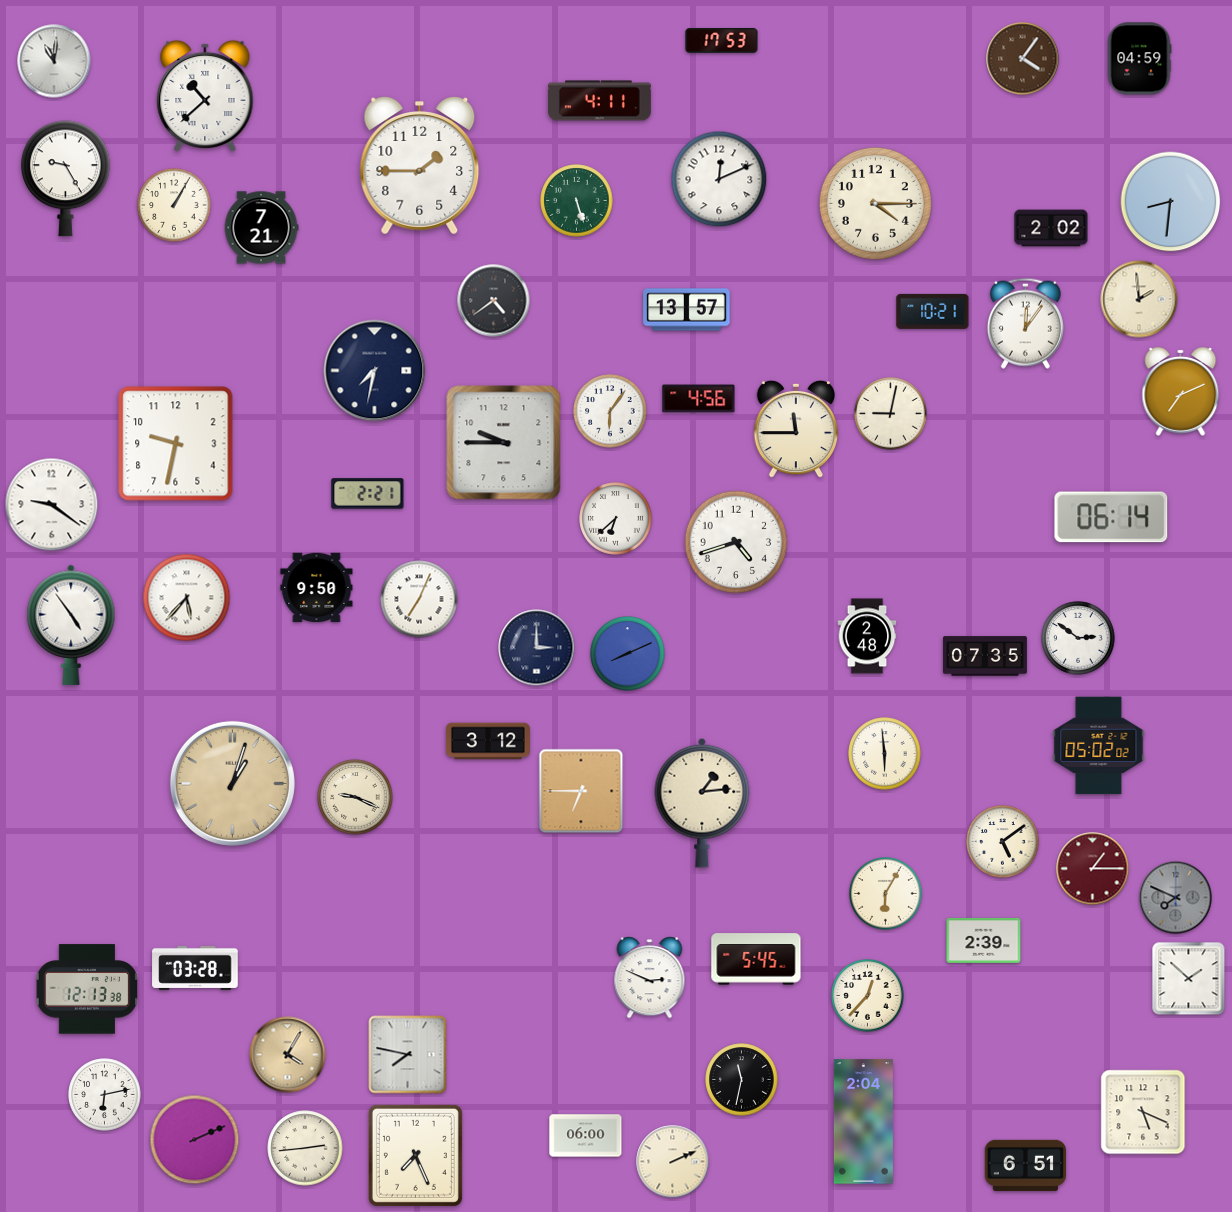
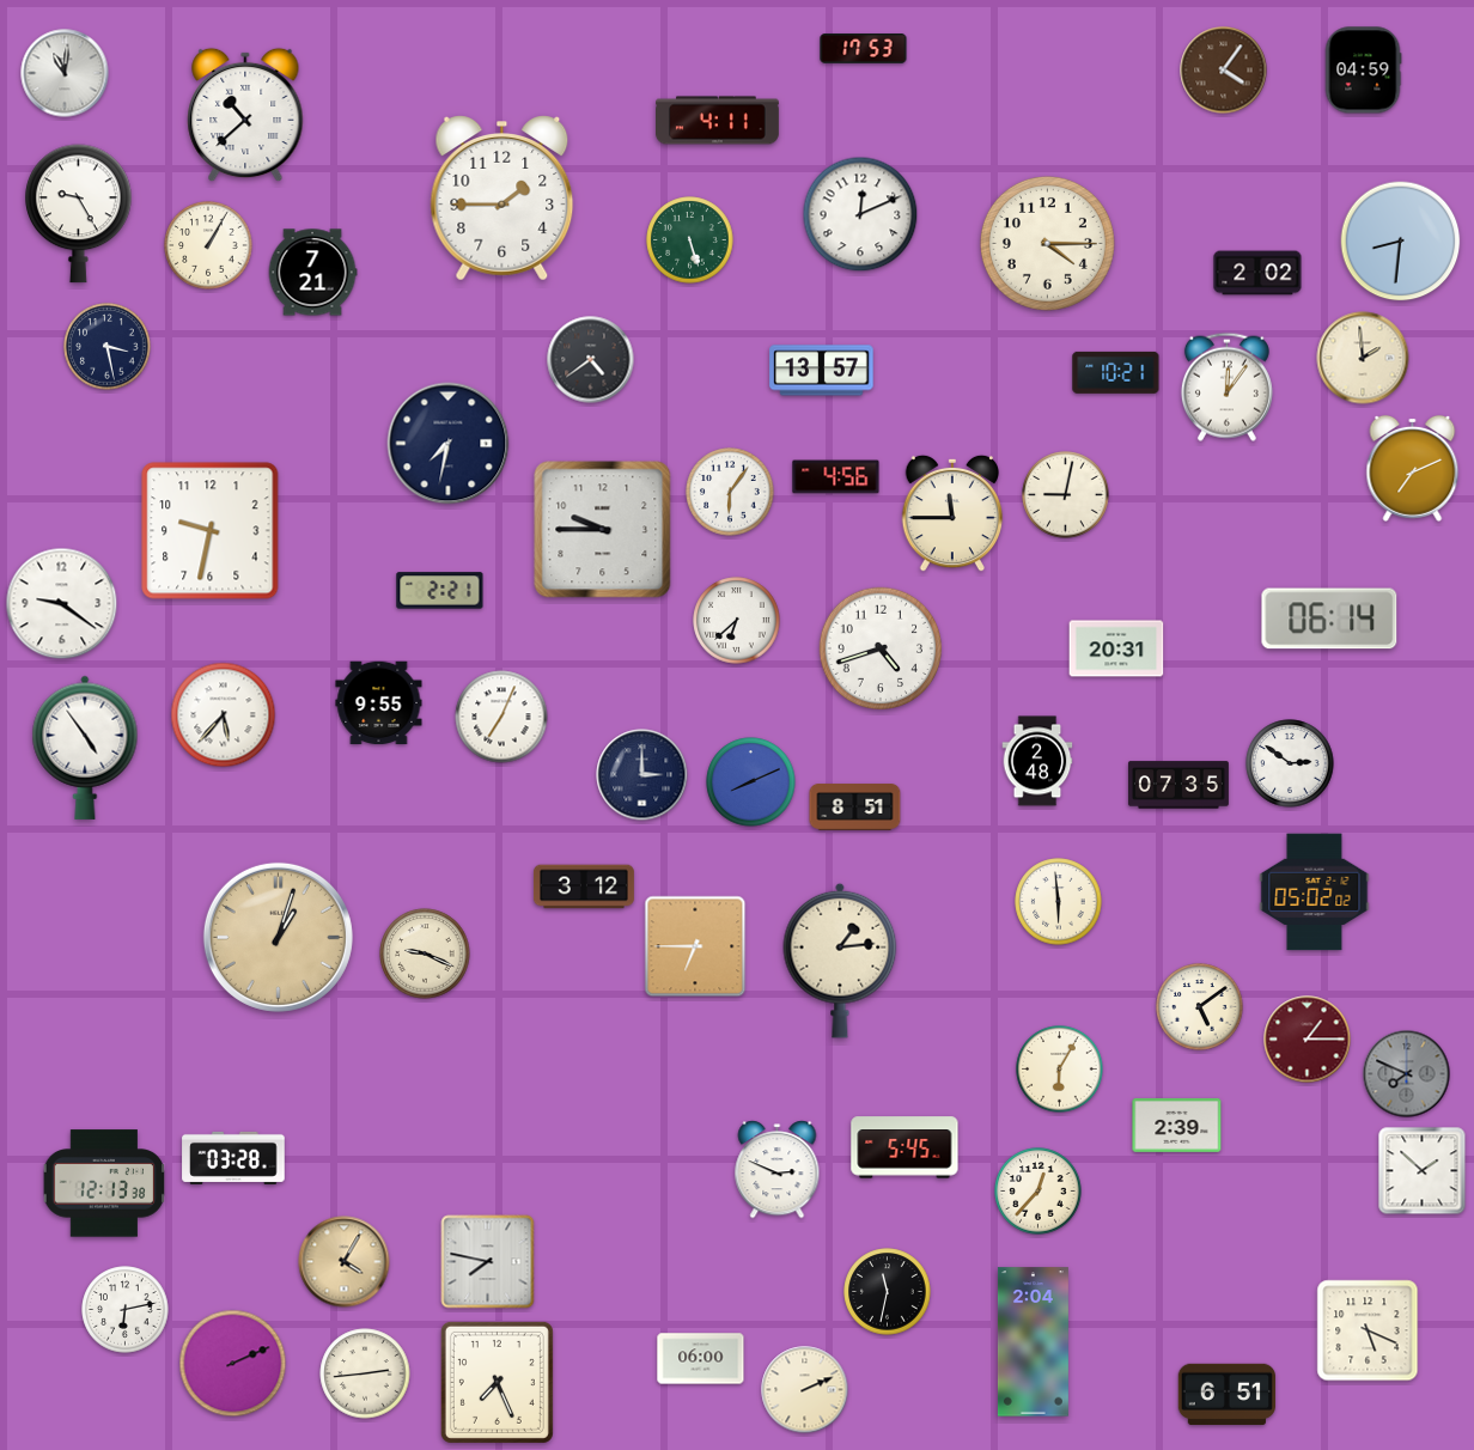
clock at (108, 347): none -> 3:28
clock at (1116, 648): none -> 20:31
clock at (317, 588): 9:50 -> 9:55
clock at (855, 808): none -> 8:51
